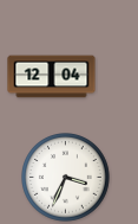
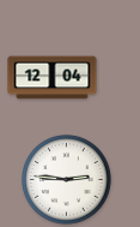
clock at (66, 178): 3:34 -> 2:46
